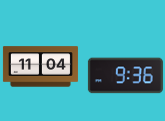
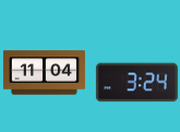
clock at (125, 76): 9:36 -> 3:24
